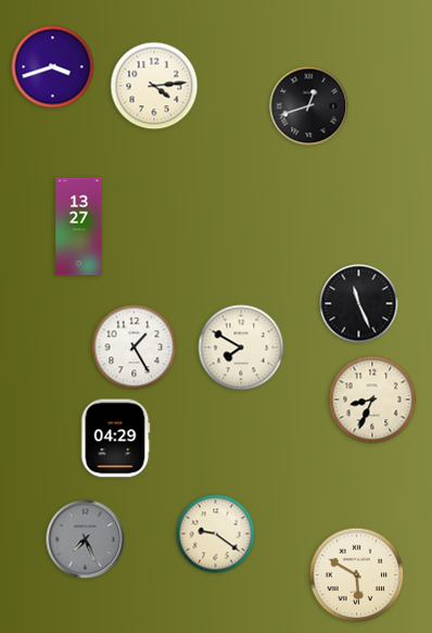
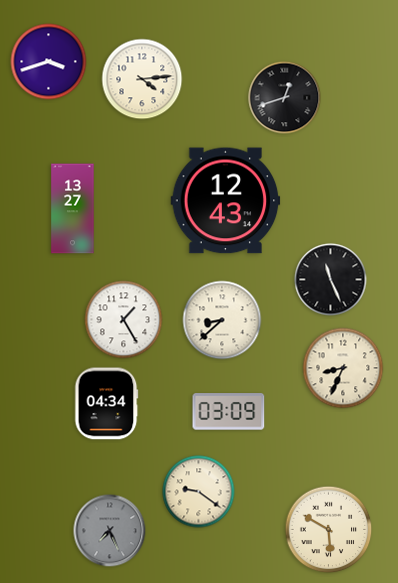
clock at (226, 201): none -> 12:43
clock at (241, 347): 7:50 -> 8:38
clock at (116, 439): 04:29 -> 04:34
clock at (229, 412): none -> 03:09
clock at (86, 540) position: (86, 540) -> (110, 531)
